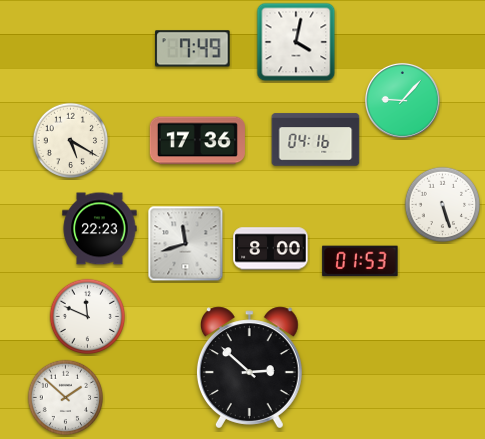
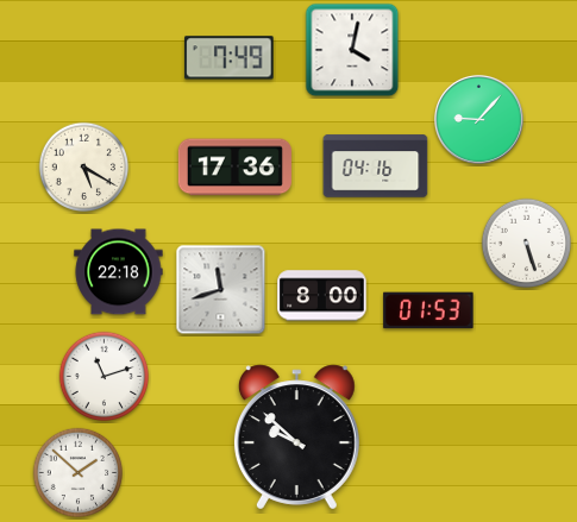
clock at (100, 229): 22:23 -> 22:18
clock at (88, 317): 11:49 -> 11:12
clock at (249, 368): 2:52 -> 9:52
